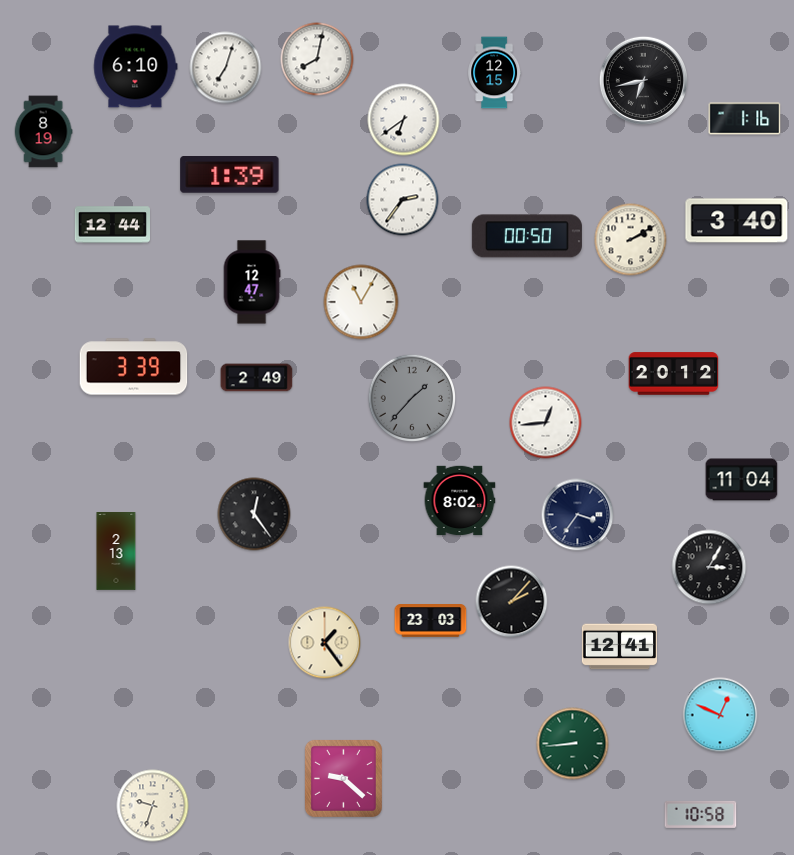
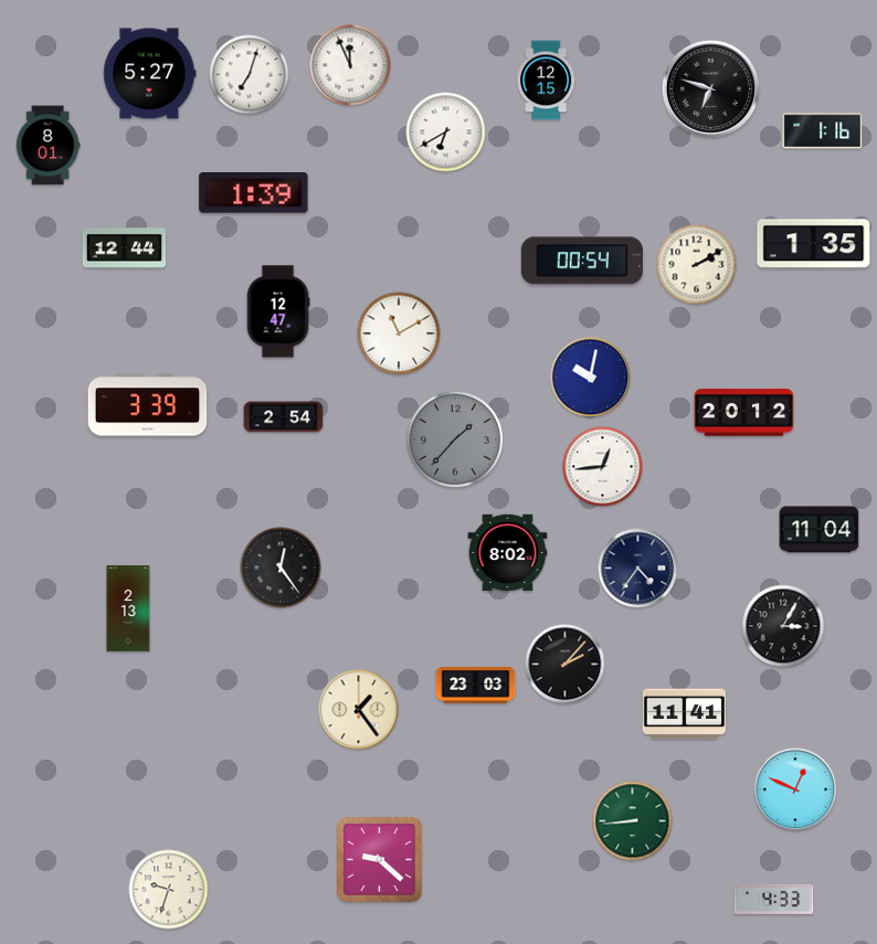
clock at (317, 59): 8:02 -> 11:56
clock at (136, 67): 6:10 -> 5:27
clock at (643, 80): 6:43 -> 6:48
clock at (404, 120): 6:39 -> 6:40
clock at (43, 132): 8:19 -> 8:01
clock at (403, 200): 2:36 -> none
clock at (737, 221): 3:40 -> 1:35
clock at (527, 236): 00:50 -> 00:54
clock at (361, 302): 11:05 -> 11:10
clock at (591, 378): none -> 10:02
clock at (257, 378): 2:49 -> 2:54
clock at (578, 515): 3:36 -> 4:36
clock at (619, 647): 12:41 -> 11:41
clock at (701, 814): 10:58 -> 4:33
